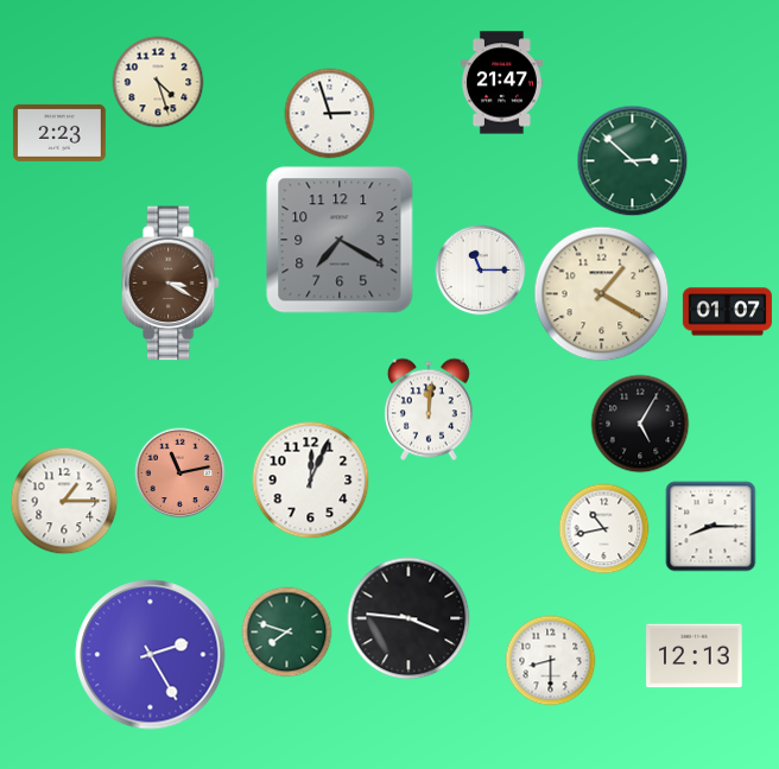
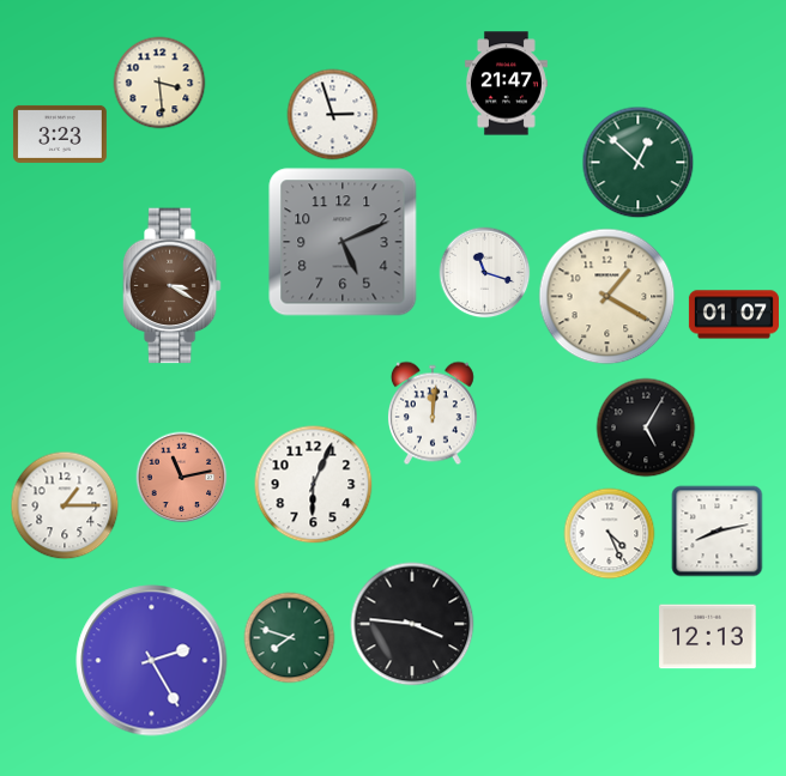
clock at (158, 82): 4:27 -> 3:29
clock at (59, 133): 2:23 -> 3:23
clock at (633, 161): 2:52 -> 12:52
clock at (340, 240): 7:20 -> 5:11
clock at (481, 271): 11:15 -> 11:18
clock at (311, 481): 12:04 -> 6:04
clock at (711, 527): 8:15 -> 8:13
clock at (604, 529): 10:43 -> 4:26
clock at (695, 656) position: (695, 656) -> (708, 637)
clock at (551, 661): 8:30 -> none
